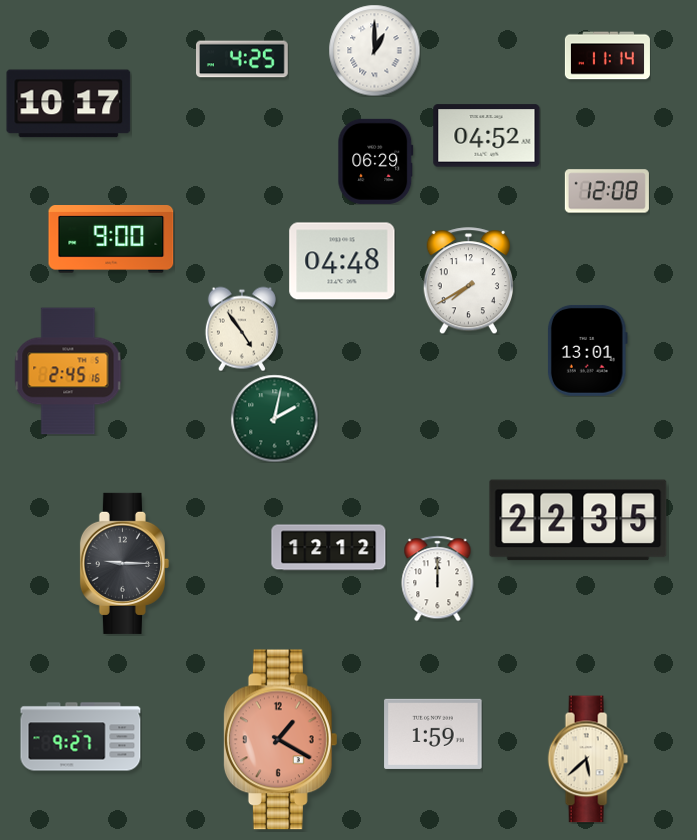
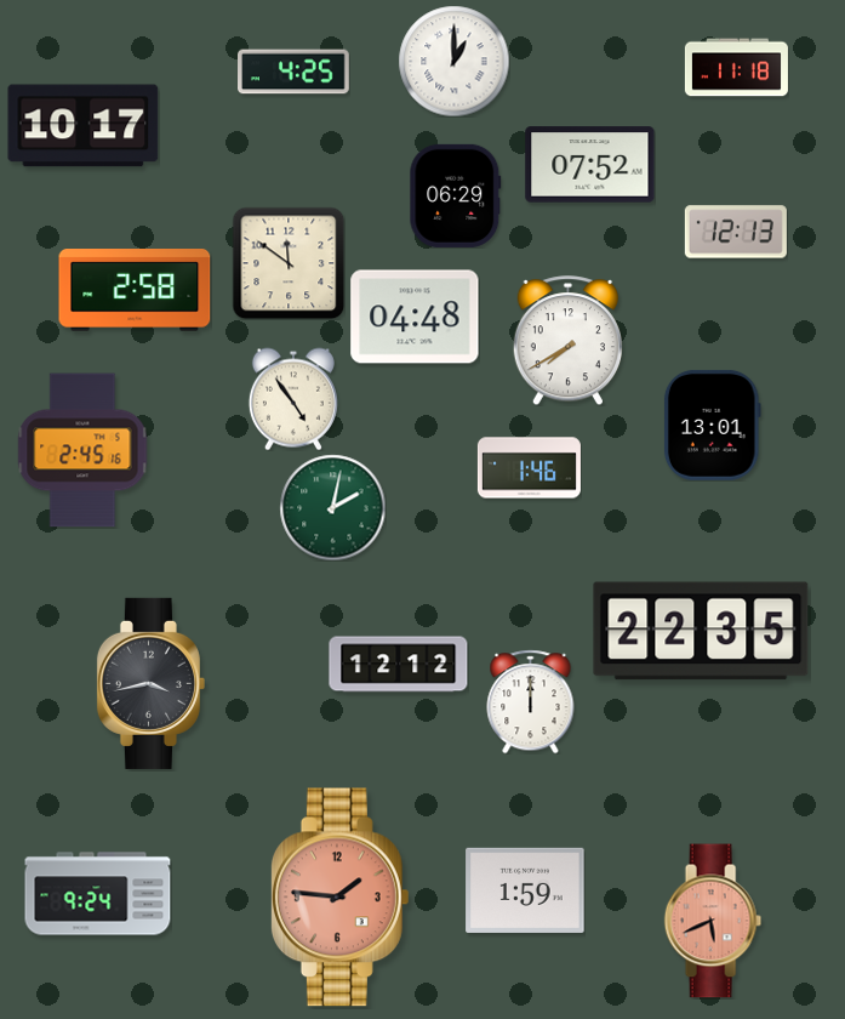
clock at (607, 56): 11:14 -> 11:18
clock at (487, 136): 04:52 -> 07:52
clock at (607, 191): 12:08 -> 12:13
clock at (289, 263): none -> 11:51
clock at (111, 239): 9:00 -> 2:58
clock at (529, 468): none -> 1:46
clock at (124, 563): 9:15 -> 3:43
clock at (81, 737): 9:27 -> 9:24
clock at (280, 740): 1:20 -> 1:46
clock at (588, 759): 5:38 -> 5:41
clock at (588, 759) dial: cream -> salmon
